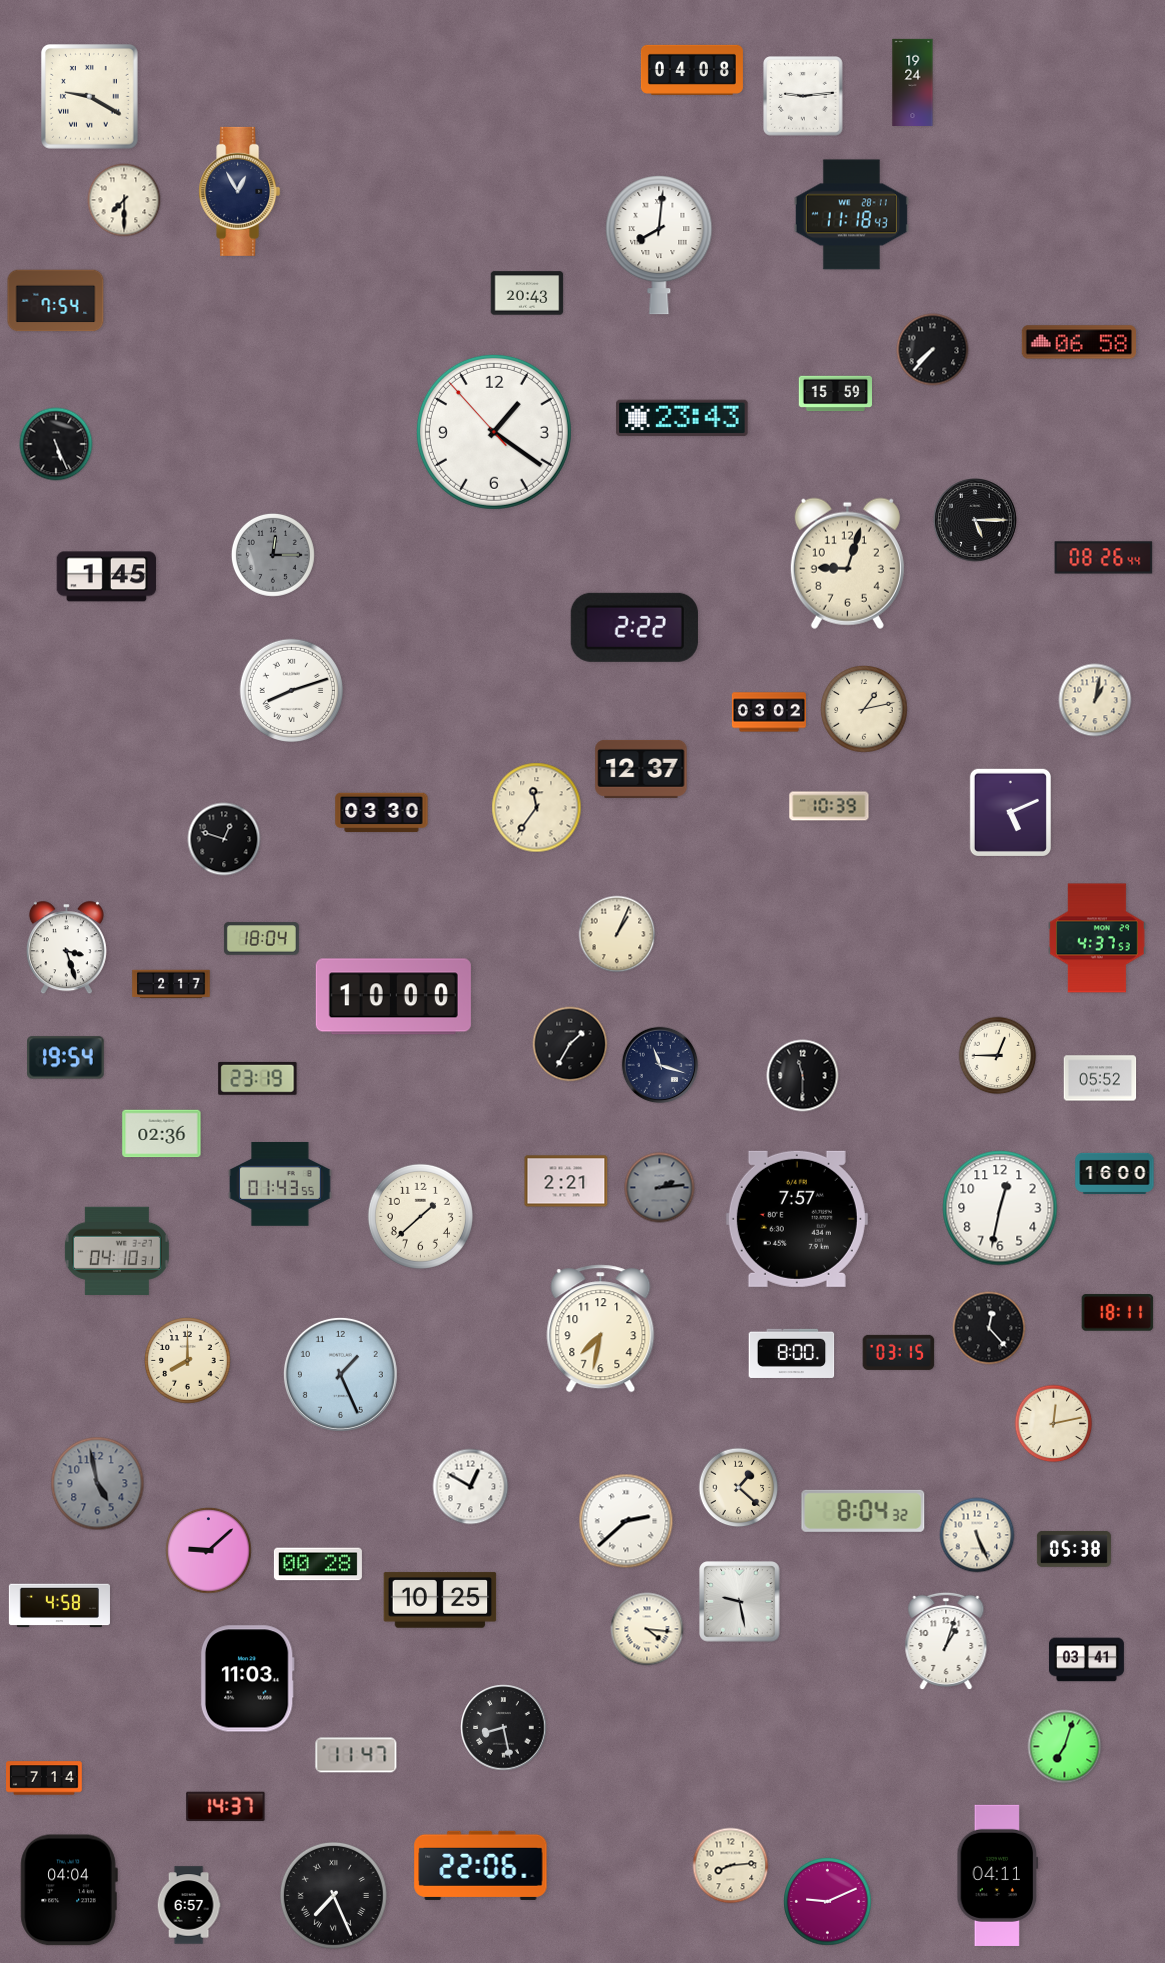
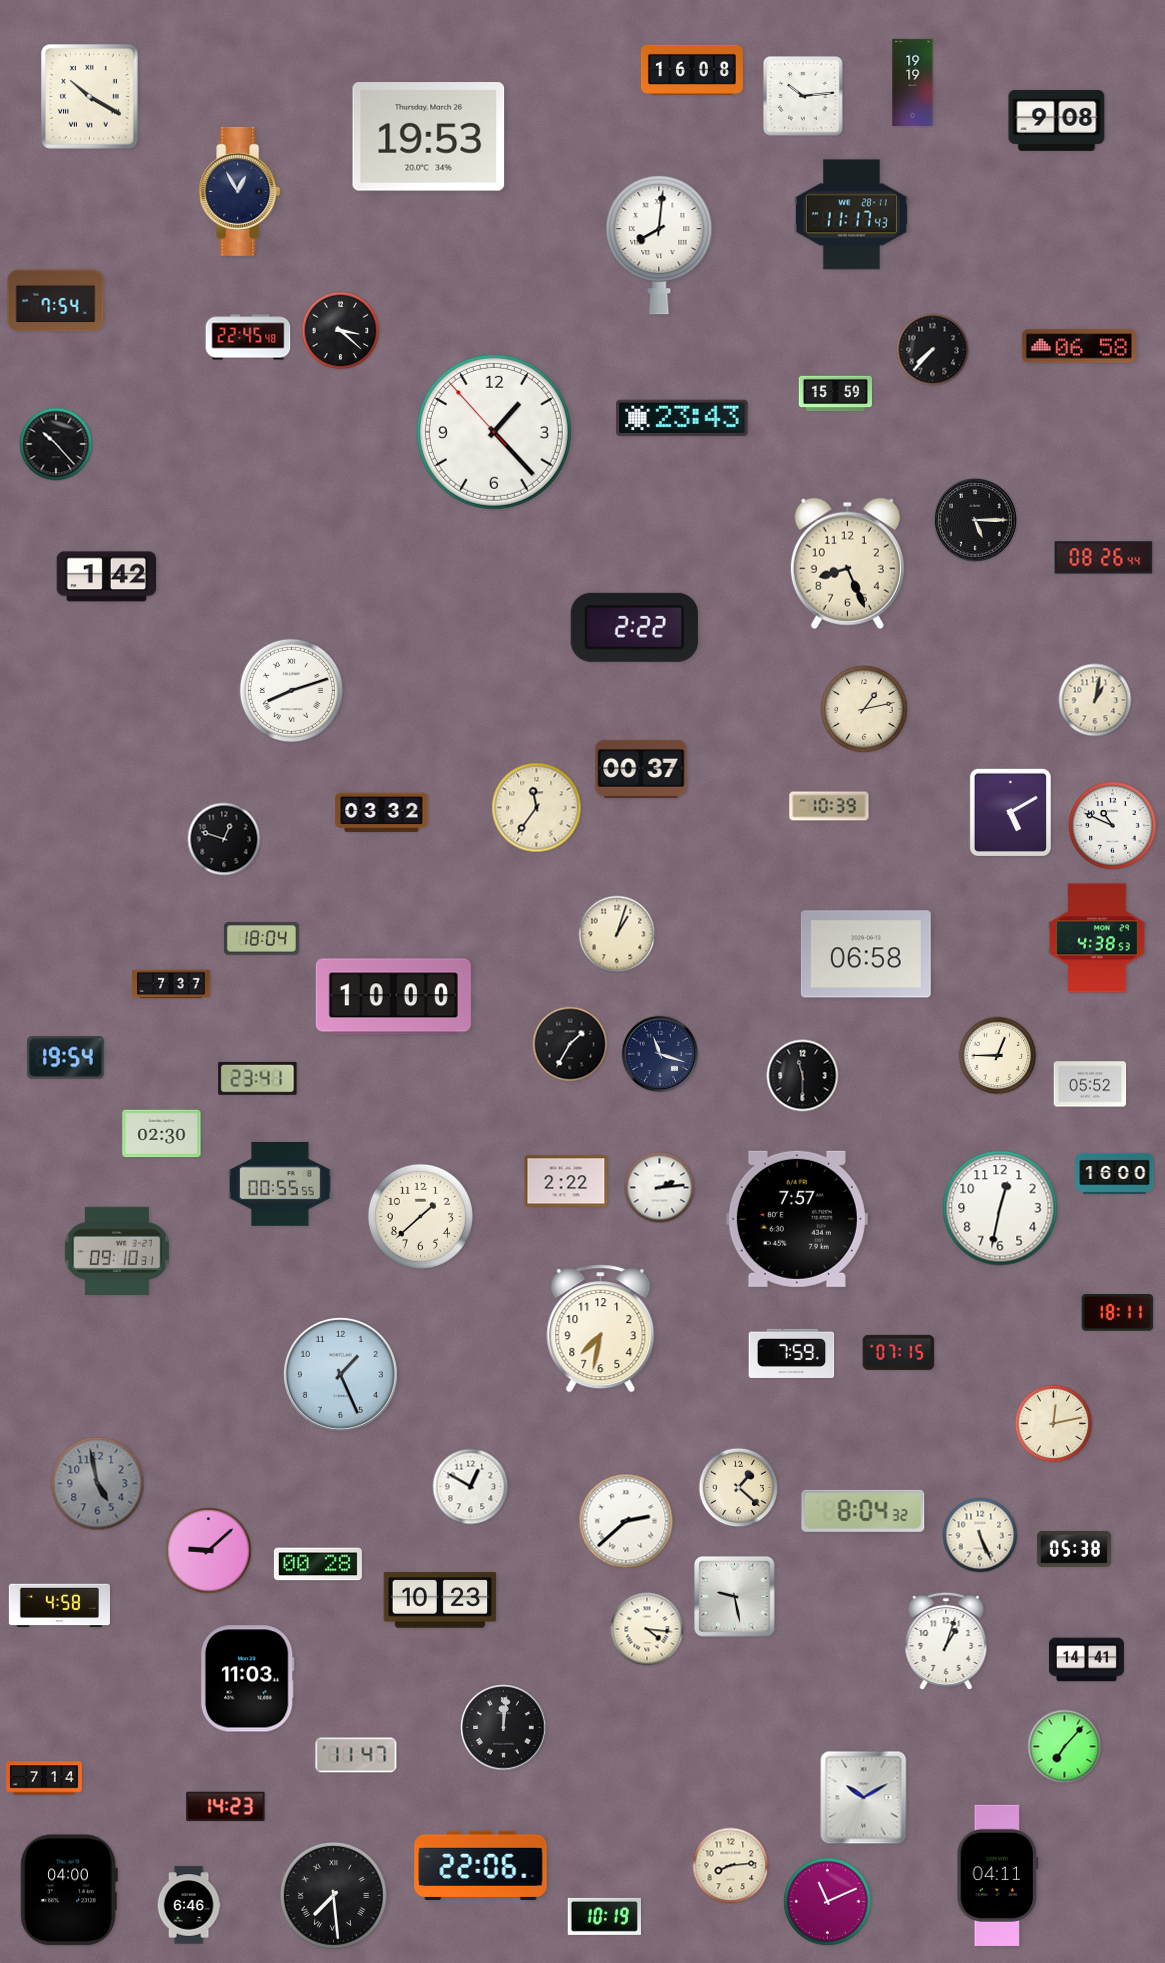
clock at (692, 70): 04:08 -> 16:08
clock at (913, 82): 19:24 -> 19:19
clock at (90, 97): 9:20 -> 10:20
clock at (804, 97): 9:14 -> 10:14
clock at (1057, 120): none -> 9:08
clock at (429, 137): none -> 19:53
clock at (124, 200): 7:30 -> none
clock at (851, 215): 11:18 -> 11:17
clock at (527, 293): 20:43 -> none
clock at (341, 331): none -> 3:22
clock at (248, 337): none -> 22:45
clock at (1079, 342) position: (1079, 342) -> (1079, 346)
clock at (494, 432): 1:20 -> 1:22
clock at (56, 444): 5:26 -> 10:23
clock at (273, 555): 12:15 -> none
clock at (847, 563): 9:03 -> 8:26
clock at (107, 577): 1:45 -> 1:42
clock at (769, 712): 03:02 -> none
clock at (641, 769): 12:37 -> 00:37
clock at (1010, 812): 5:11 -> 5:10
clock at (382, 813): 03:30 -> 03:32
clock at (1113, 826): none -> 10:49
clock at (617, 934): 1:04 -> 1:03
clock at (1097, 938): 4:37 -> 4:38
clock at (66, 948): 3:27 -> none
clock at (866, 954): none -> 06:58
clock at (171, 984): 2:17 -> 7:37
clock at (660, 1065) position: (660, 1065) -> (660, 1054)
clock at (258, 1078): 23:19 -> 23:41
clock at (1100, 1078) position: (1100, 1078) -> (1090, 1084)
clock at (162, 1134): 02:36 -> 02:30
clock at (566, 1181): 2:21 -> 2:22
clock at (280, 1185): 01:43 -> 00:55
clock at (660, 1188) dial: grey -> white
clock at (117, 1251): 04:10 -> 09:10
clock at (989, 1328): 12:23 -> none
clock at (899, 1352): 03:15 -> 07:15
clock at (792, 1353): 8:00 -> 7:59
clock at (188, 1361): 8:00 -> none
clock at (977, 1535) position: (977, 1535) -> (980, 1535)
clock at (440, 1600): 10:25 -> 10:23
clock at (740, 1602) position: (740, 1602) -> (735, 1597)
clock at (1086, 1660): 03:41 -> 14:41
clock at (504, 1728): 8:28 -> 12:01
clock at (1065, 1747): 7:03 -> 7:07
clock at (864, 1798): none -> 10:10
clock at (226, 1807): 14:37 -> 14:23
clock at (69, 1890): 04:04 -> 04:00
clock at (333, 1895): 7:26 -> 7:29
clock at (828, 1902): 9:11 -> 11:11
clock at (189, 1905): 6:57 -> 6:46
clock at (604, 1916): none -> 10:19
